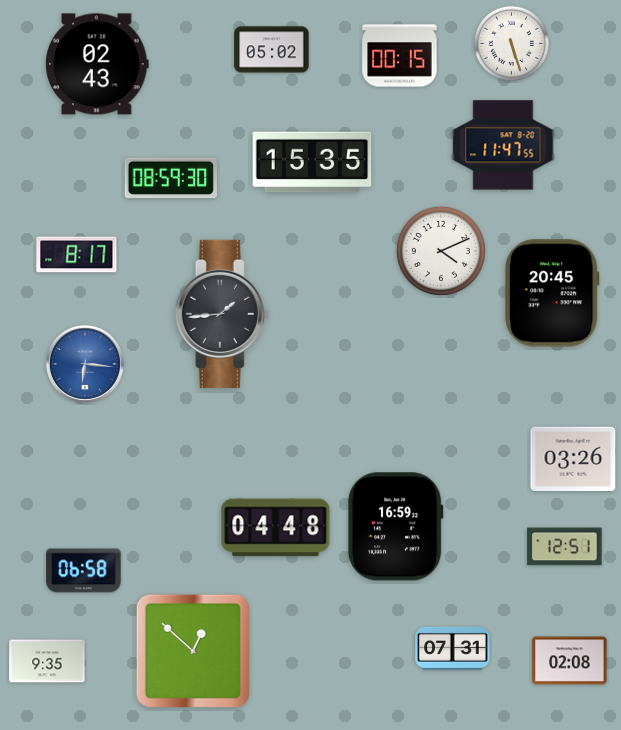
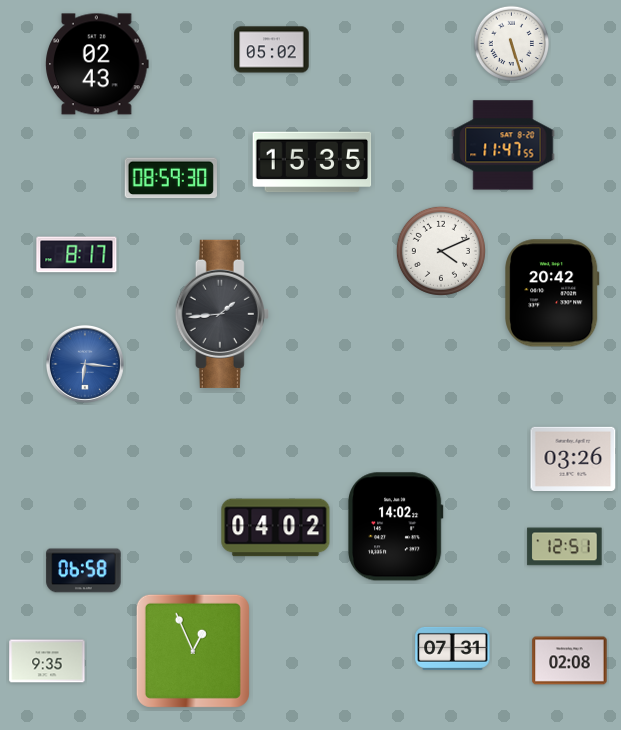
clock at (400, 56): 00:15 -> none
clock at (552, 293): 20:45 -> 20:42
clock at (395, 527): 16:59 -> 14:02
clock at (276, 528): 04:48 -> 04:02
clock at (193, 651): 12:52 -> 12:56
